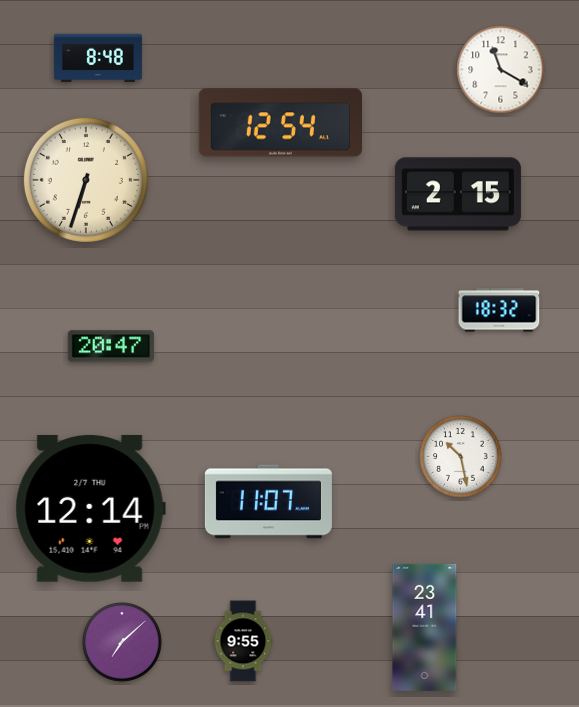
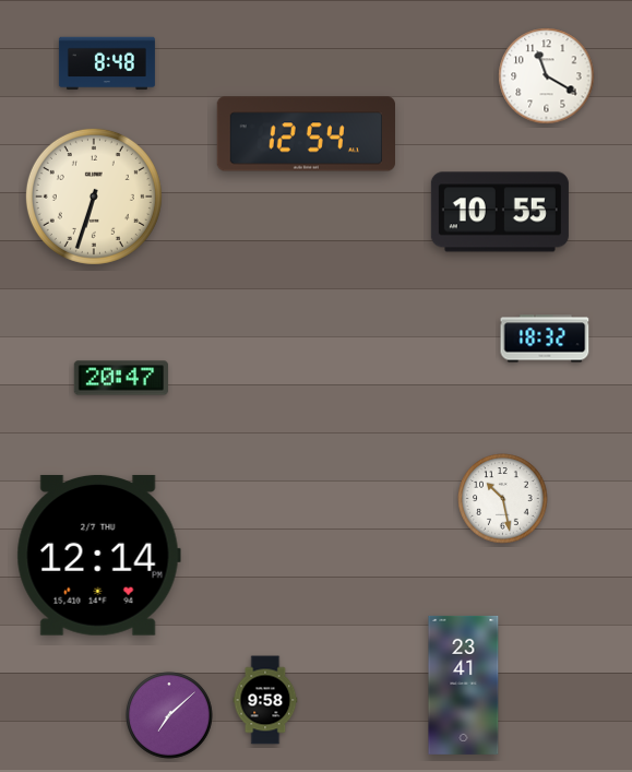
clock at (458, 194): 2:15 -> 10:55
clock at (268, 502): 11:07 -> none
clock at (243, 641): 9:55 -> 9:58
clock at (123, 643) position: (123, 643) -> (170, 716)
